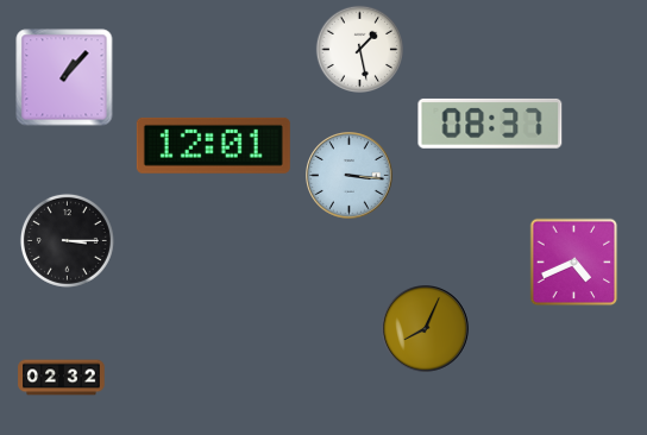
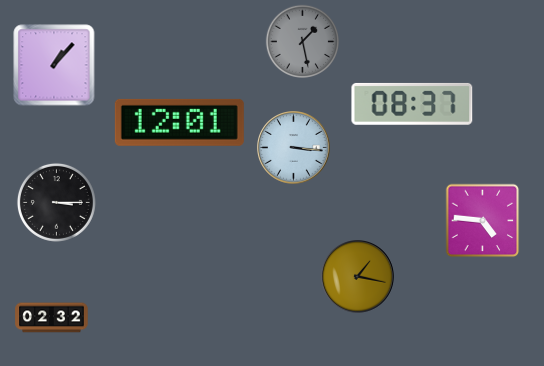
clock at (360, 50) dial: white -> grey
clock at (574, 263): 4:41 -> 4:46
clock at (426, 329): 8:04 -> 1:17
